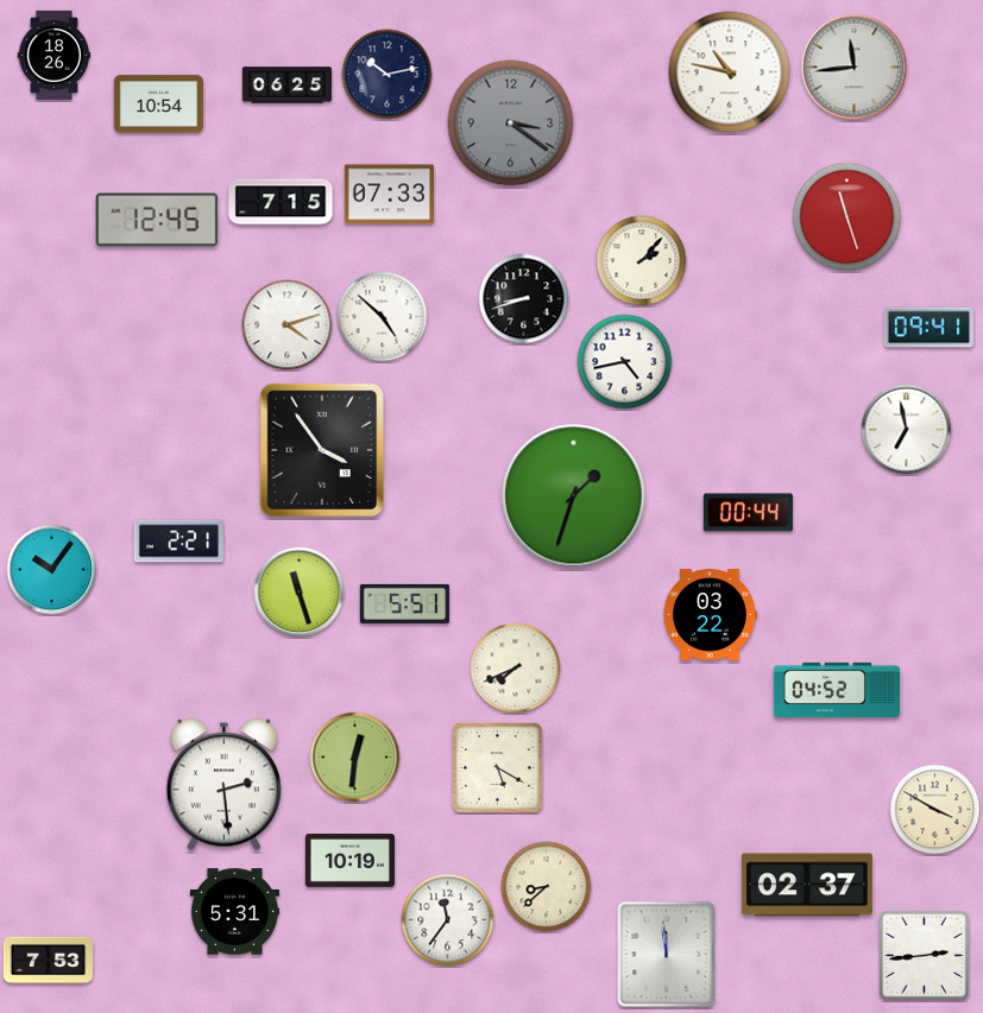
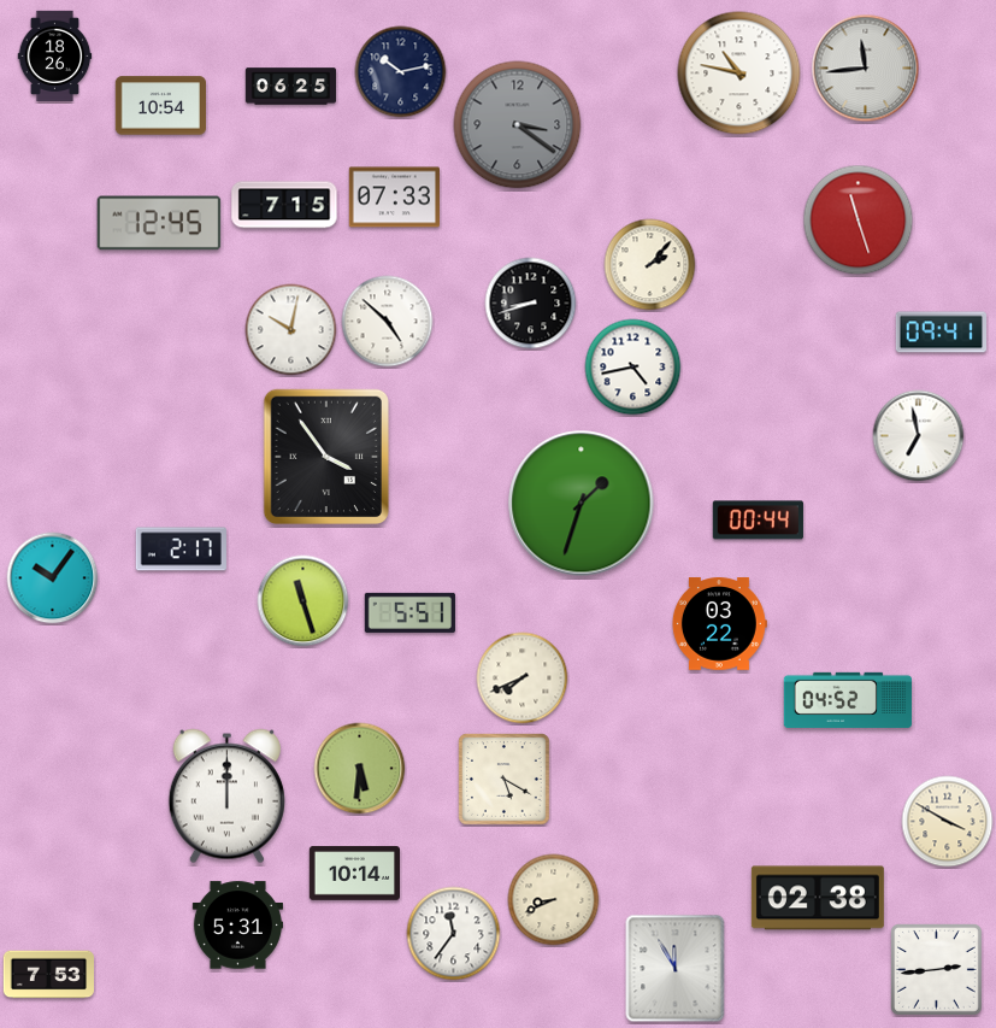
clock at (387, 75) position: (387, 75) -> (401, 72)
clock at (288, 325): 4:12 -> 10:02
clock at (178, 542): 2:21 -> 2:17
clock at (355, 758): 12:31 -> 5:31
clock at (223, 785): 2:29 -> 12:00
clock at (349, 861): 10:19 -> 10:14
clock at (807, 885): 02:37 -> 02:38
clock at (547, 887): 8:38 -> 8:41
clock at (667, 955): 11:59 -> 11:55
